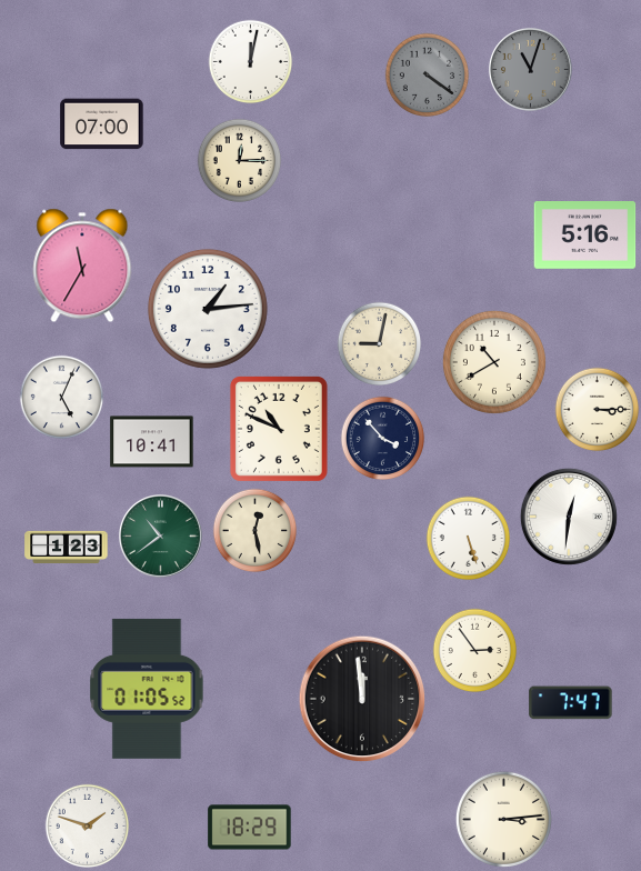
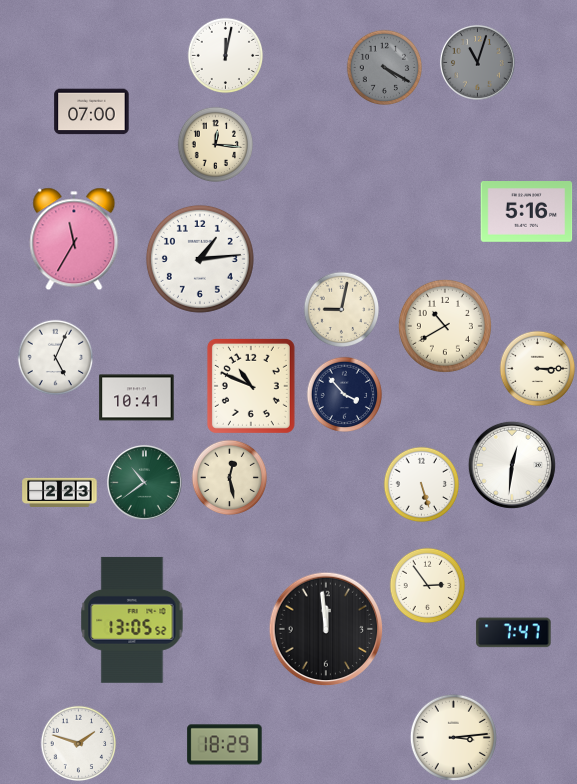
clock at (428, 76): 4:21 -> 4:20
clock at (240, 161): 12:15 -> 12:16
clock at (208, 309) position: (208, 309) -> (200, 259)
clock at (67, 547): 1:23 -> 2:23
clock at (147, 689): 01:05 -> 13:05
